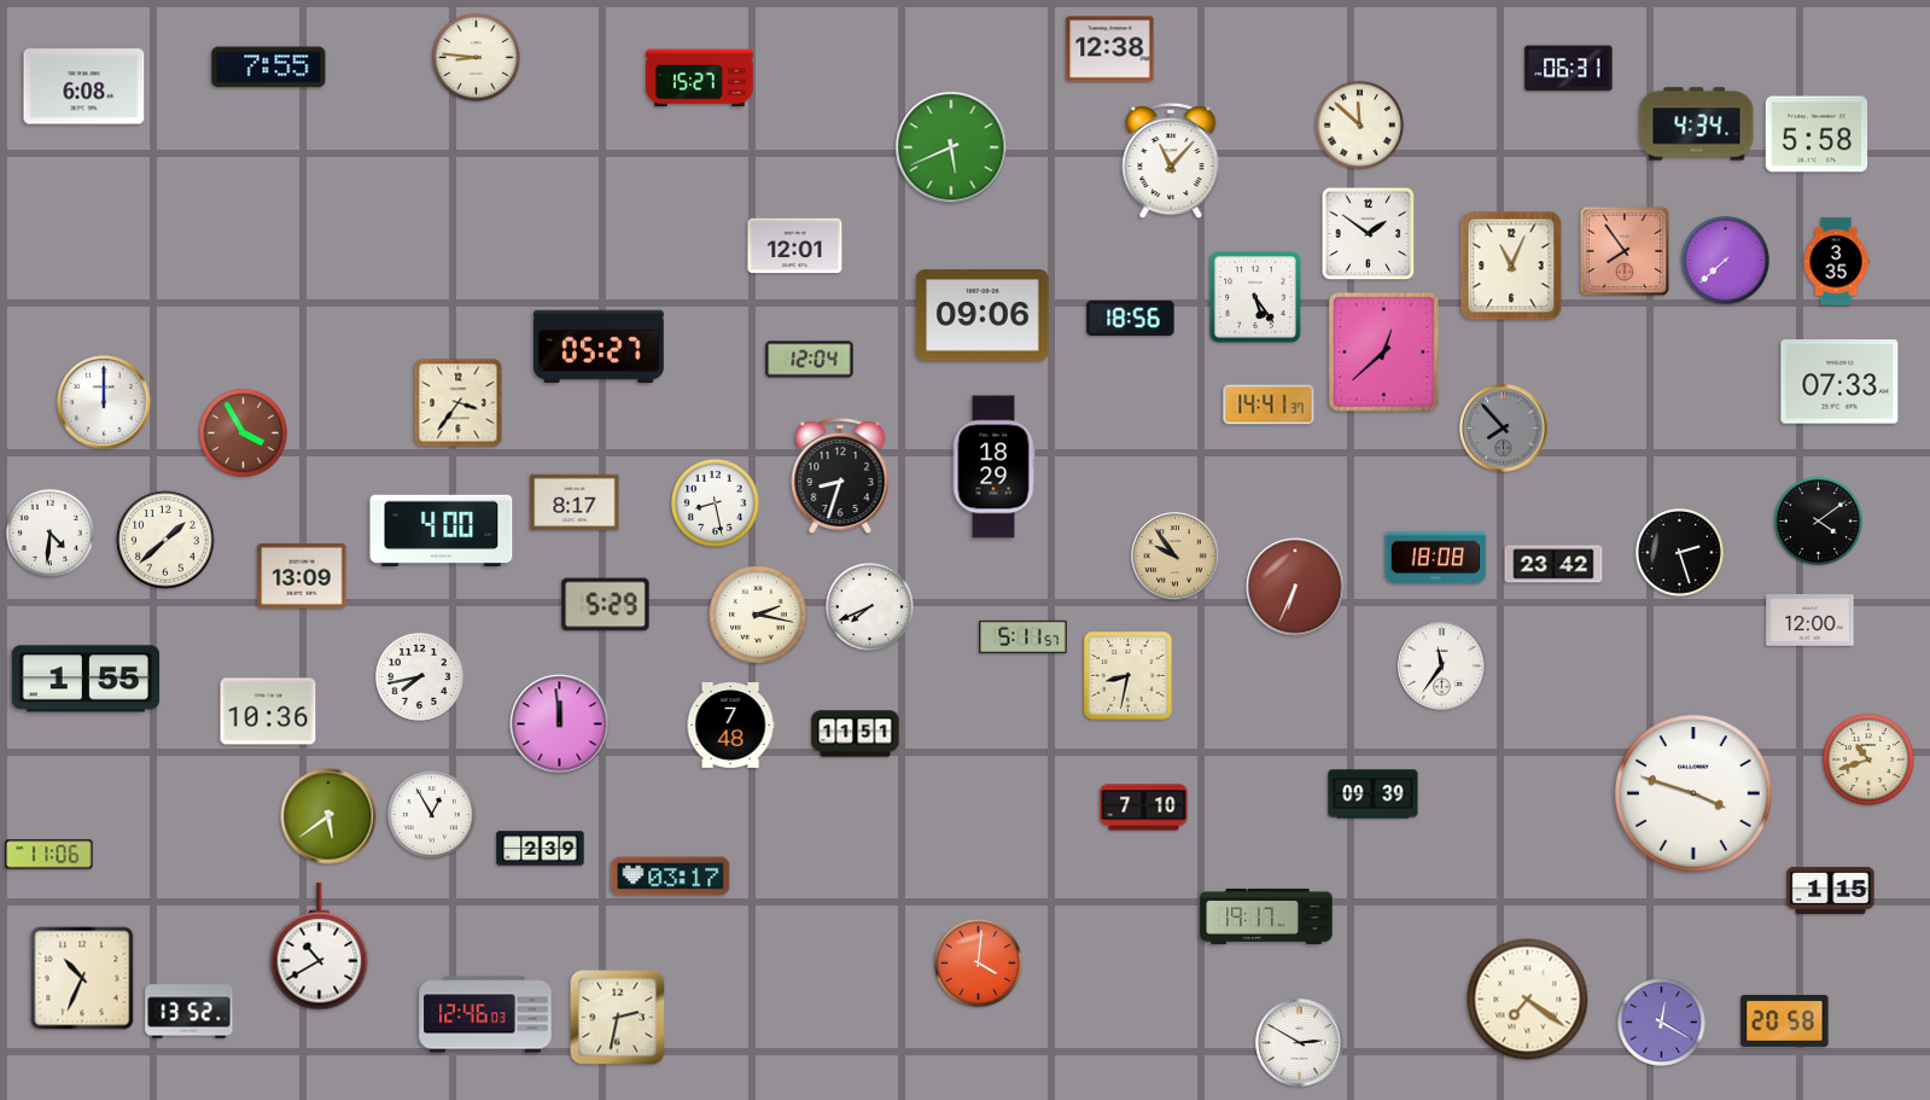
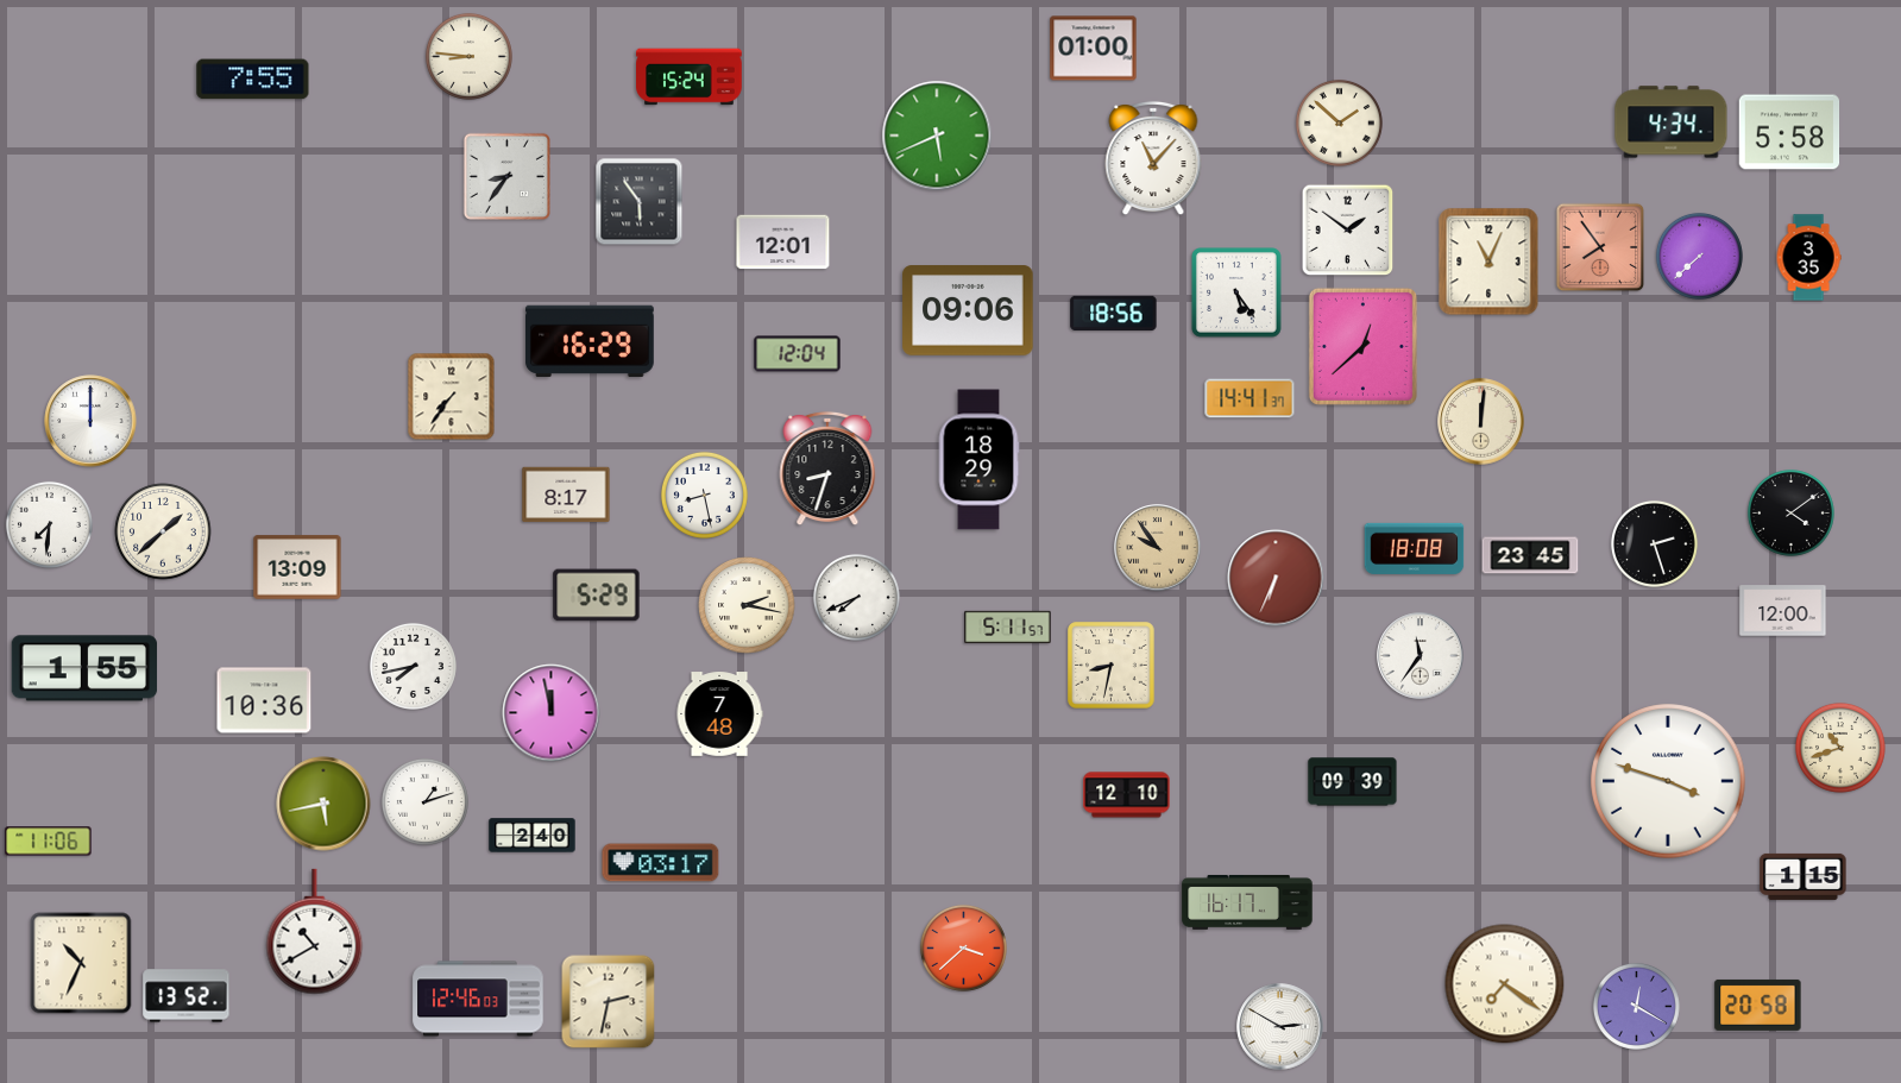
clock at (1110, 50): 12:38 -> 01:00
clock at (269, 68) position: (269, 68) -> (253, 80)
clock at (1569, 69): 06:31 -> none
clock at (700, 78): 15:27 -> 15:24
clock at (84, 87): 6:08 -> none
clock at (1359, 124): 11:52 -> 1:52
clock at (951, 147) position: (951, 147) -> (937, 136)
clock at (506, 176): none -> 8:36
clock at (640, 202): none -> 5:54
clock at (599, 345): 05:27 -> 16:29
clock at (1839, 382): 07:33 -> none
clock at (104, 402) position: (104, 402) -> (90, 421)
clock at (459, 403): 3:36 -> 7:36
clock at (1504, 429): 7:53 -> 12:01
clock at (1504, 429) dial: grey -> cream
clock at (243, 432): 3:55 -> none
clock at (442, 530): 4:00 -> none
clock at (49, 532): 4:31 -> 7:31
clock at (1553, 564): 23:42 -> 23:45
clock at (560, 724): 11:59 -> 11:58
clock at (856, 734): 11:51 -> none
clock at (1144, 808): 7:10 -> 12:10
clock at (431, 814): 12:55 -> 1:12
clock at (328, 816): 5:39 -> 5:43
clock at (541, 849): 2:39 -> 2:40
clock at (1266, 916): 19:17 -> 16:17
clock at (978, 962): 4:01 -> 3:38
